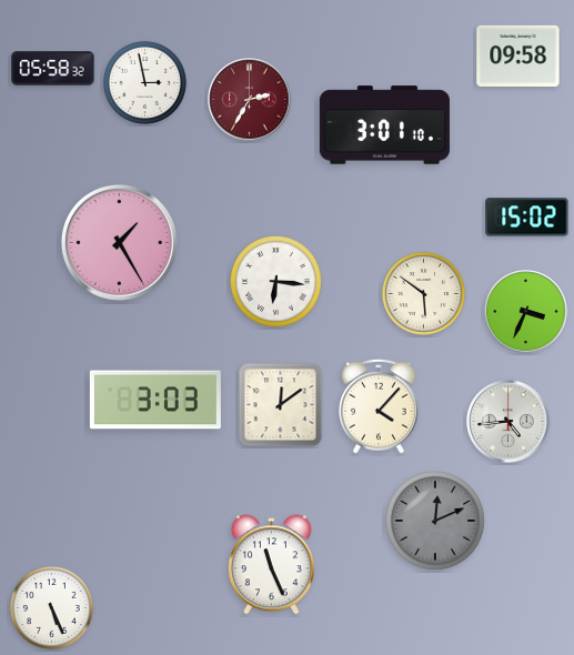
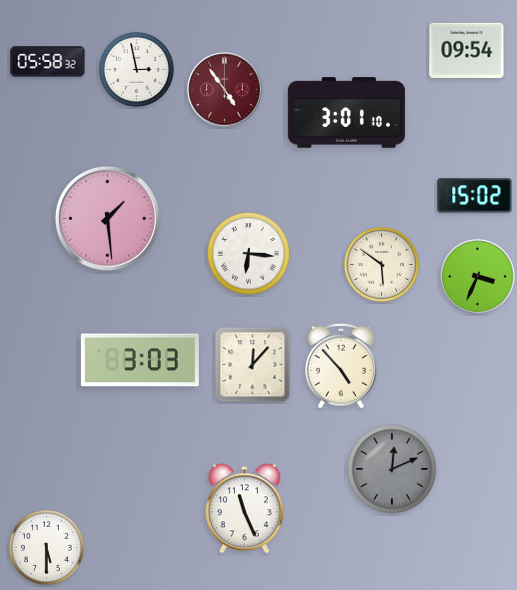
clock at (518, 56): 09:58 -> 09:54
clock at (144, 82) position: (144, 82) -> (136, 69)
clock at (250, 100): 2:35 -> 4:54
clock at (119, 242): 1:25 -> 1:29
clock at (526, 312) position: (526, 312) -> (478, 277)
clock at (281, 405): 12:09 -> 12:07
clock at (380, 406): 4:07 -> 4:53
clock at (508, 422): 4:44 -> none
clock at (51, 607): 5:26 -> 5:30
